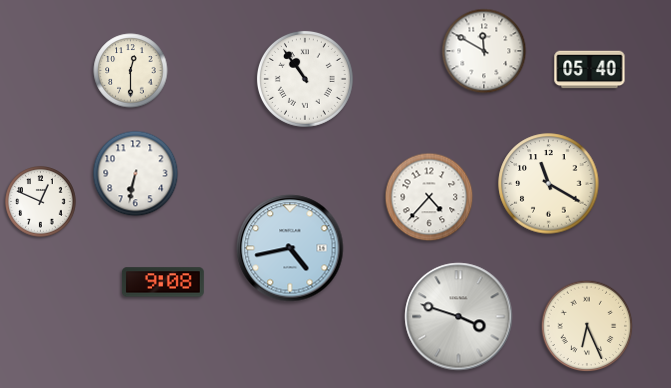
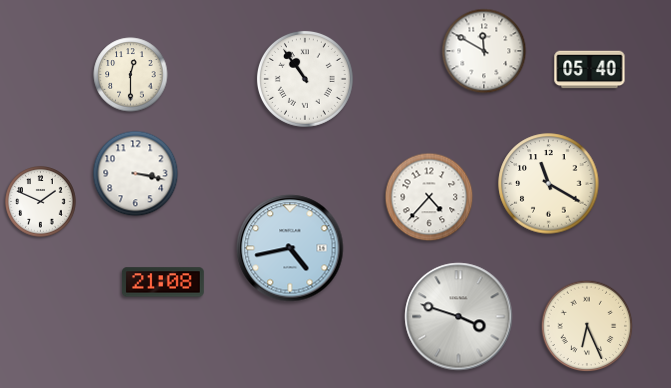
clock at (131, 71) position: (131, 71) -> (131, 75)
clock at (136, 174): 6:32 -> 3:17
clock at (41, 202): 12:49 -> 1:49
clock at (164, 282): 9:08 -> 21:08
